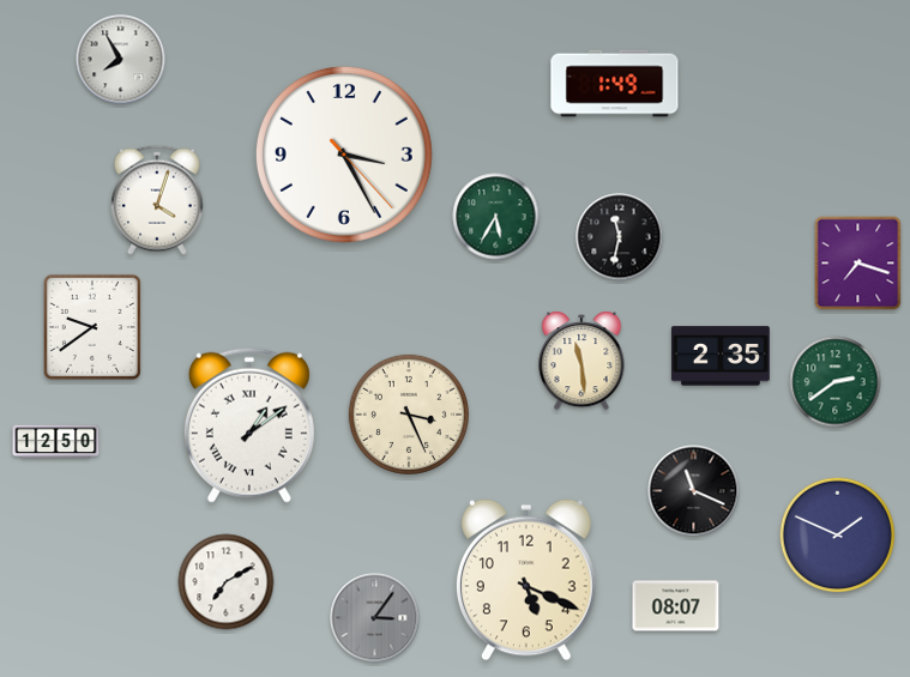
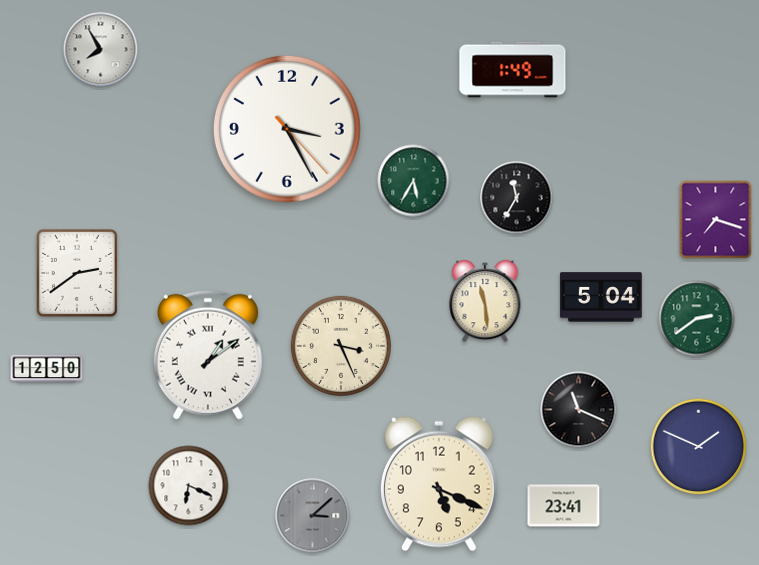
clock at (157, 200): 4:03 -> none
clock at (620, 237): 11:32 -> 11:35
clock at (92, 327): 9:39 -> 2:39
clock at (721, 356): 2:35 -> 5:04
clock at (227, 582): 7:10 -> 6:19
clock at (676, 606): 08:07 -> 23:41
clock at (375, 618): 3:06 -> 3:08
